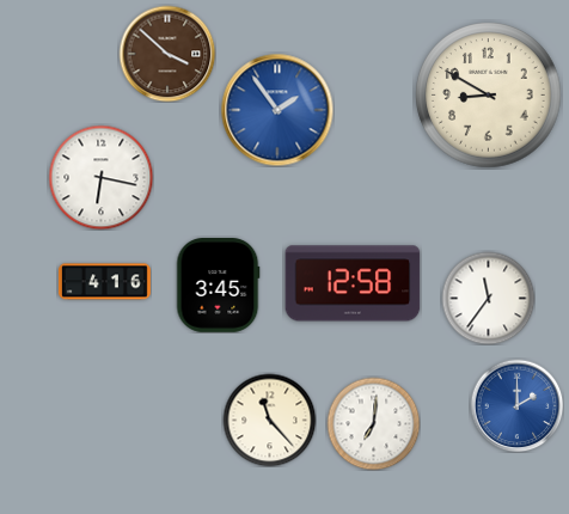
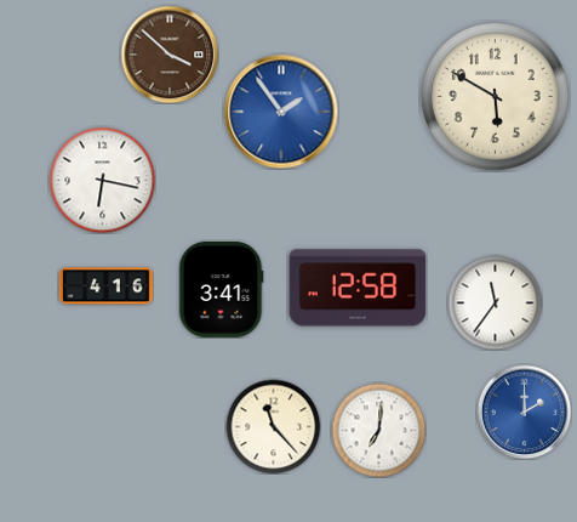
clock at (489, 96): 8:50 -> 5:50
clock at (218, 286): 3:45 -> 3:41
